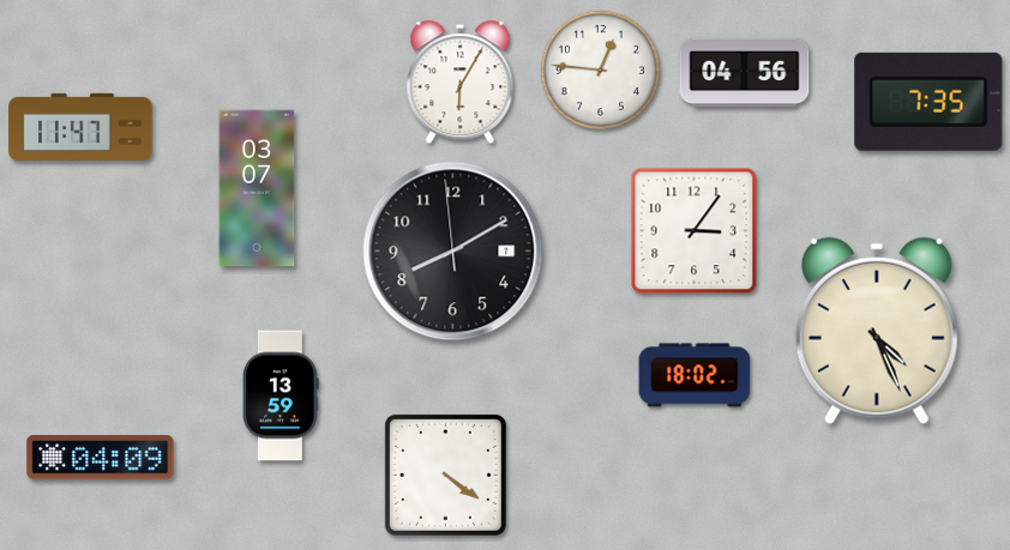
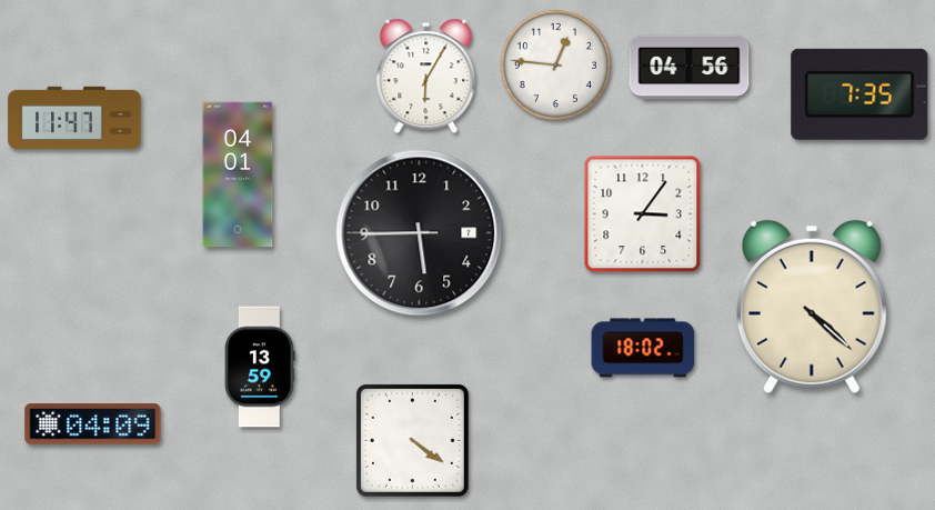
clock at (257, 188): 03:07 -> 04:01
clock at (453, 252): 8:09 -> 5:44
clock at (877, 331): 4:26 -> 4:22
